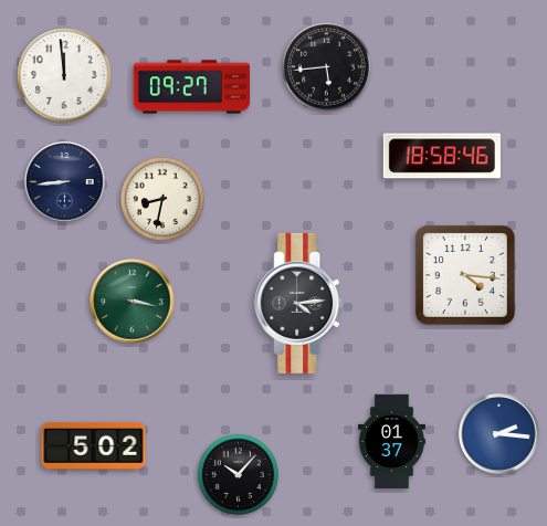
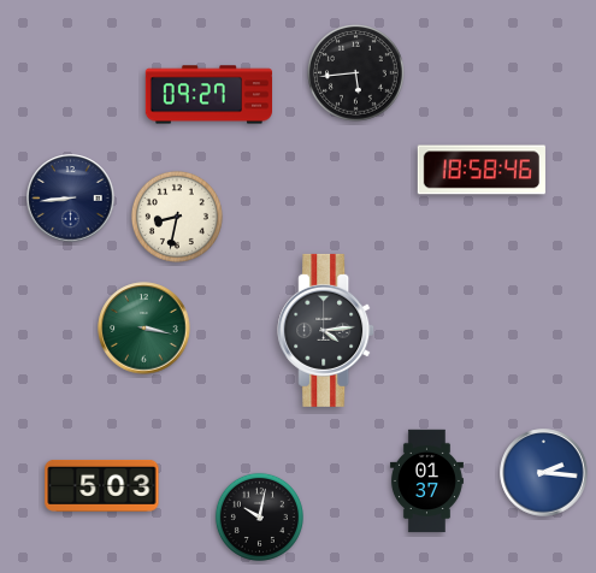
clock at (64, 75): 11:59 -> none
clock at (465, 275): 4:16 -> none
clock at (94, 445): 5:02 -> 5:03
clock at (238, 474): 10:07 -> 10:02
